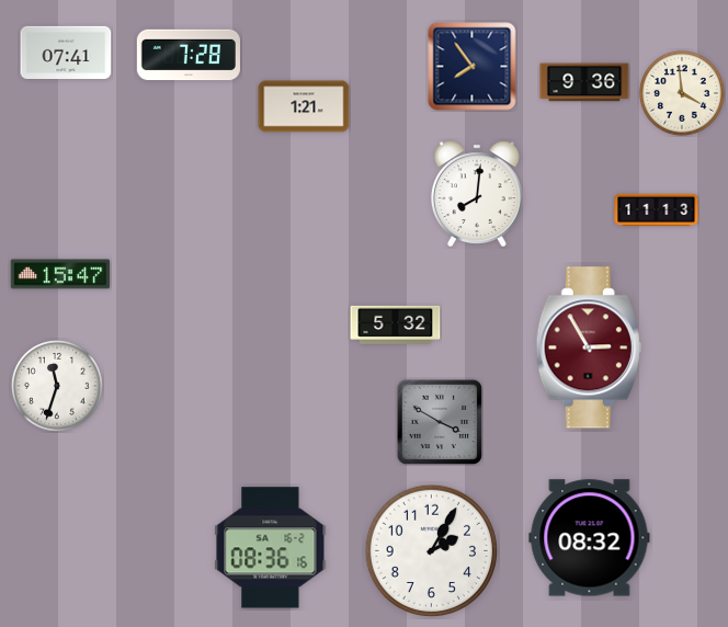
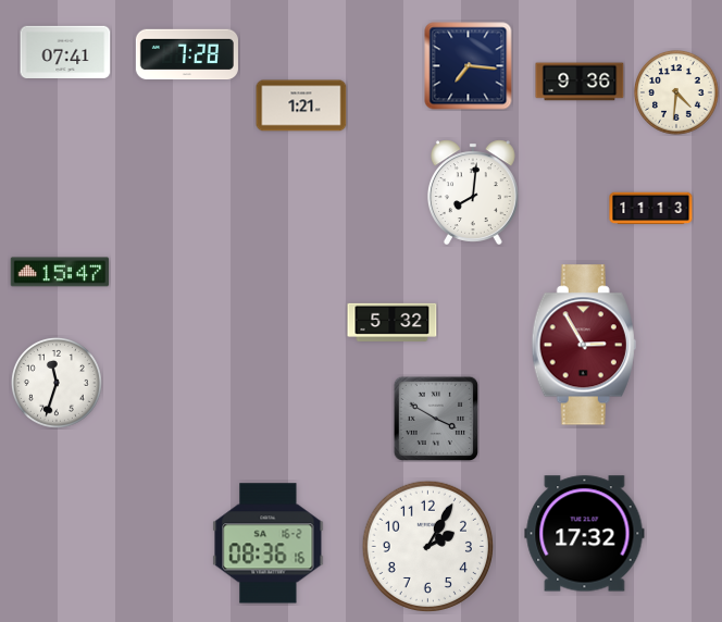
clock at (473, 67): 7:54 -> 7:16
clock at (682, 93): 3:59 -> 4:31
clock at (590, 538): 08:32 -> 17:32
